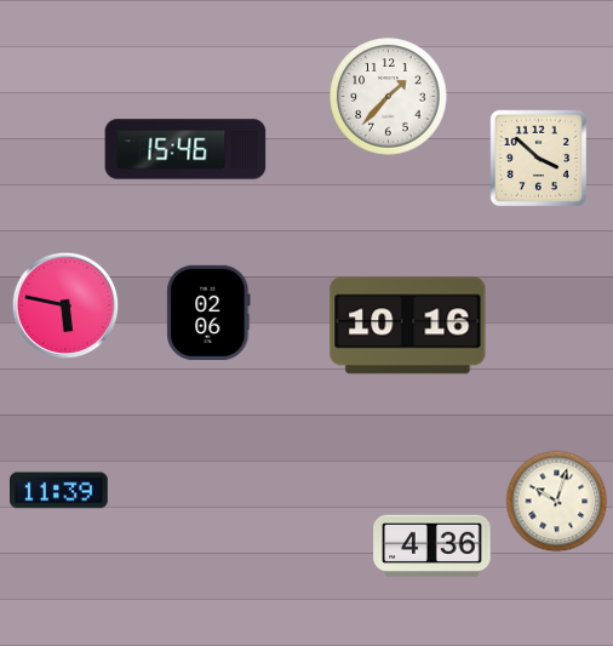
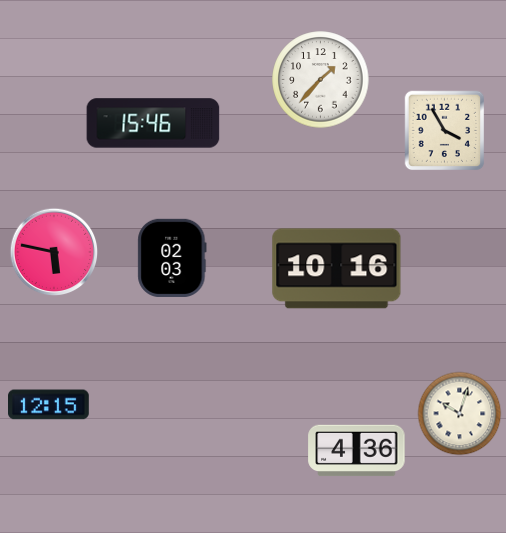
clock at (539, 159): 3:52 -> 3:55
clock at (208, 313): 02:06 -> 02:03
clock at (59, 491): 11:39 -> 12:15
